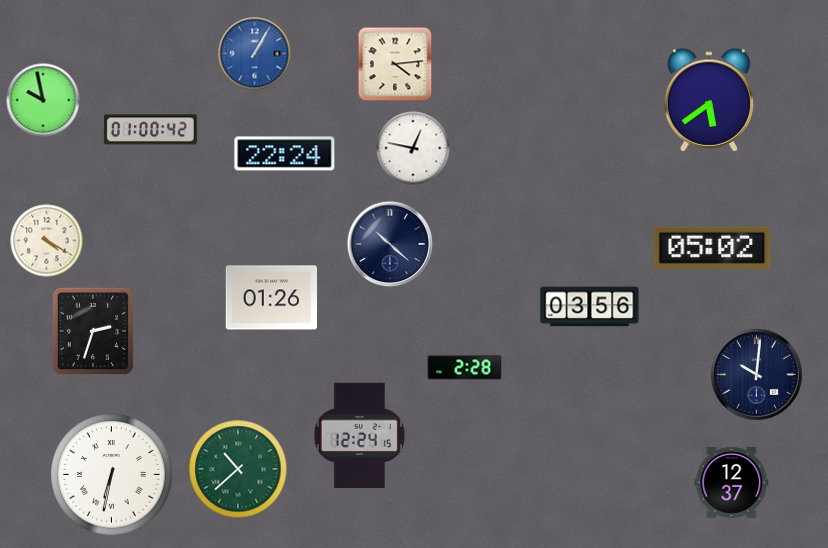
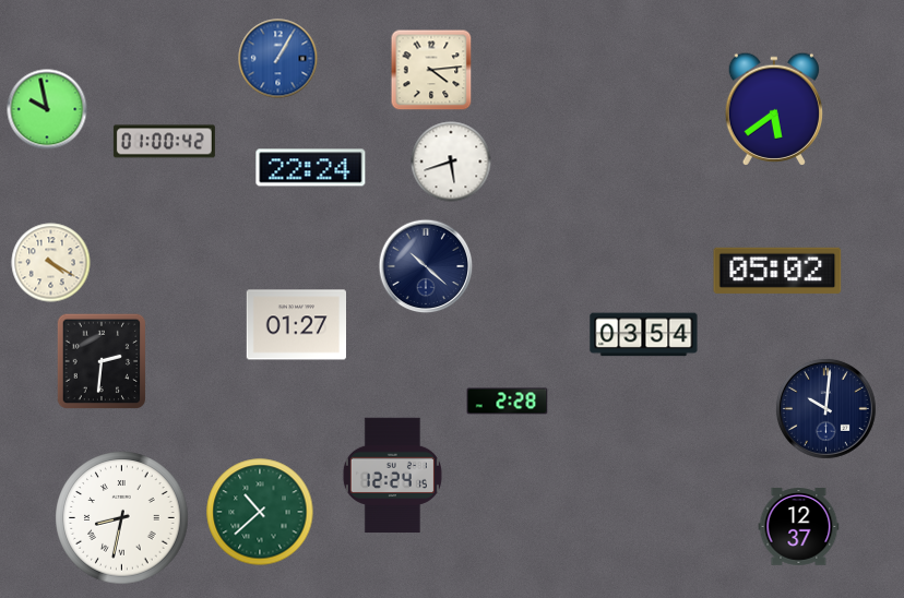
clock at (413, 148): 12:47 -> 5:42
clock at (271, 298): 01:26 -> 01:27
clock at (590, 307): 03:56 -> 03:54
clock at (93, 331): 2:33 -> 2:31
clock at (112, 475): 6:32 -> 8:32
